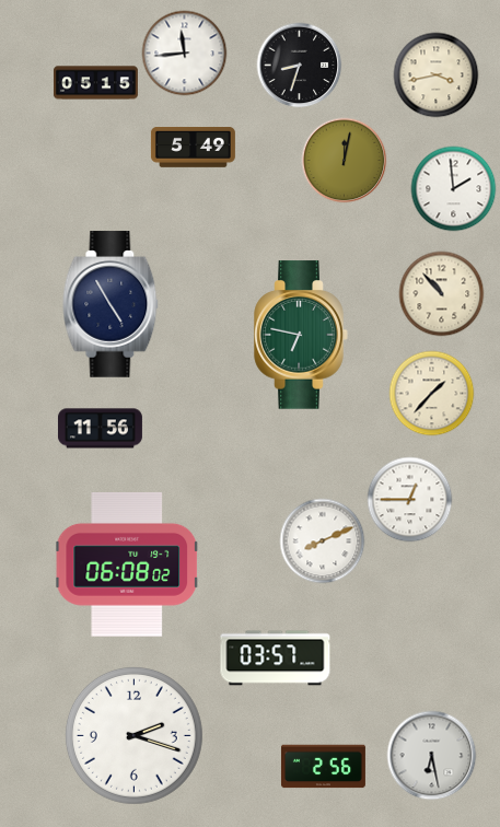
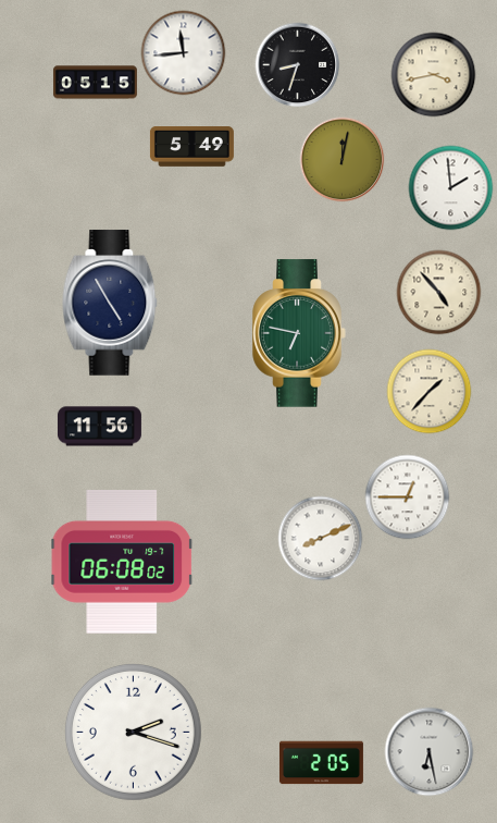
clock at (441, 293): 10:53 -> 4:53
clock at (128, 564) position: (128, 564) -> (123, 562)
clock at (276, 659): 03:57 -> none
clock at (323, 767): 2:56 -> 2:05
